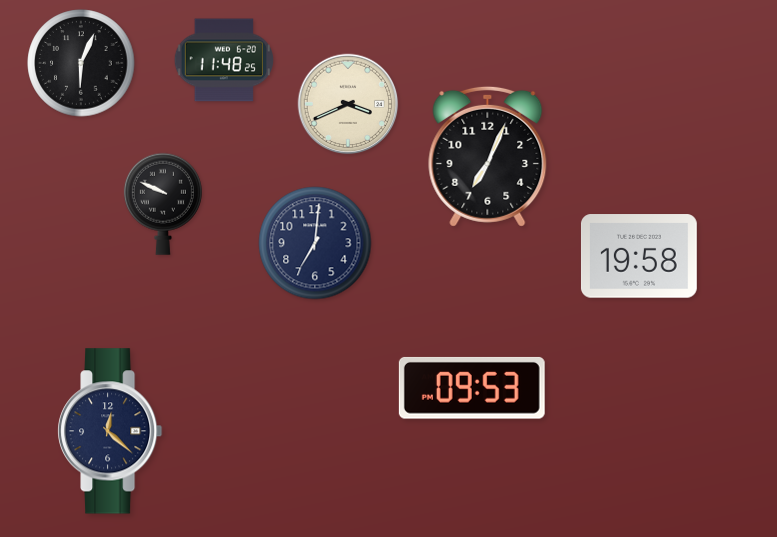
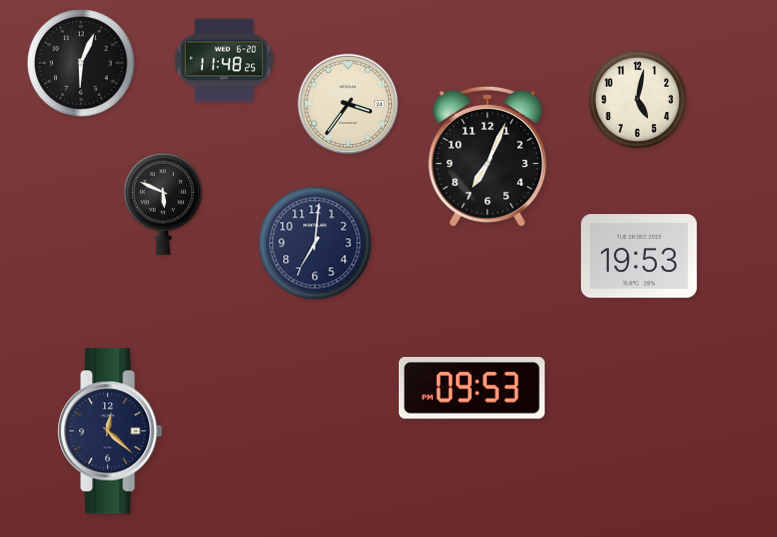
clock at (638, 100): none -> 5:02
clock at (348, 104): 3:41 -> 3:36
clock at (163, 204): 9:49 -> 5:49
clock at (639, 256): 19:58 -> 19:53
